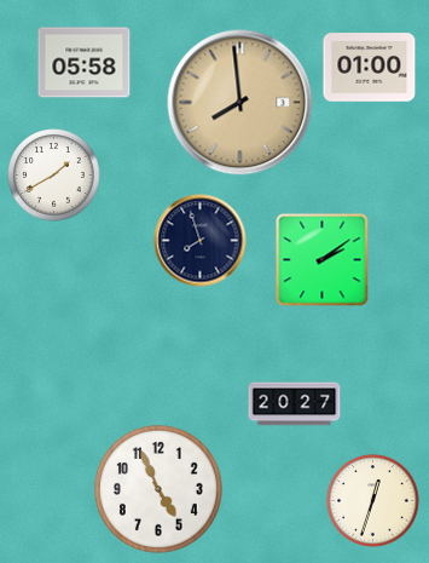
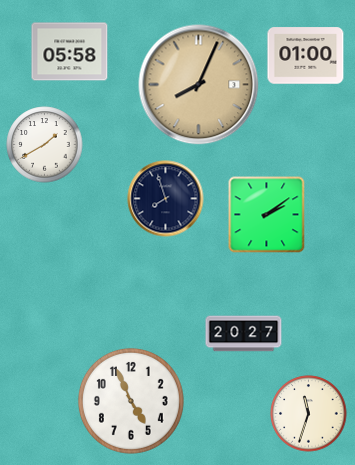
clock at (240, 103): 7:59 -> 8:04
clock at (158, 489) position: (158, 489) -> (131, 401)
clock at (373, 501): 12:33 -> 11:33
